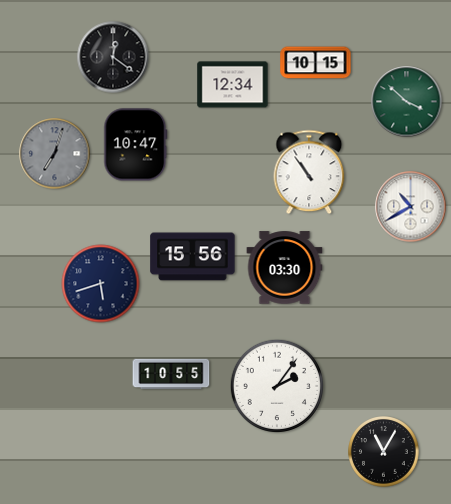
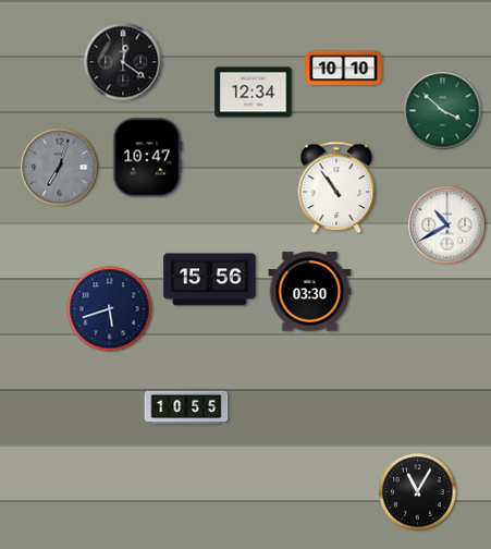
clock at (316, 63): 10:15 -> 10:10
clock at (276, 385): 2:06 -> none
